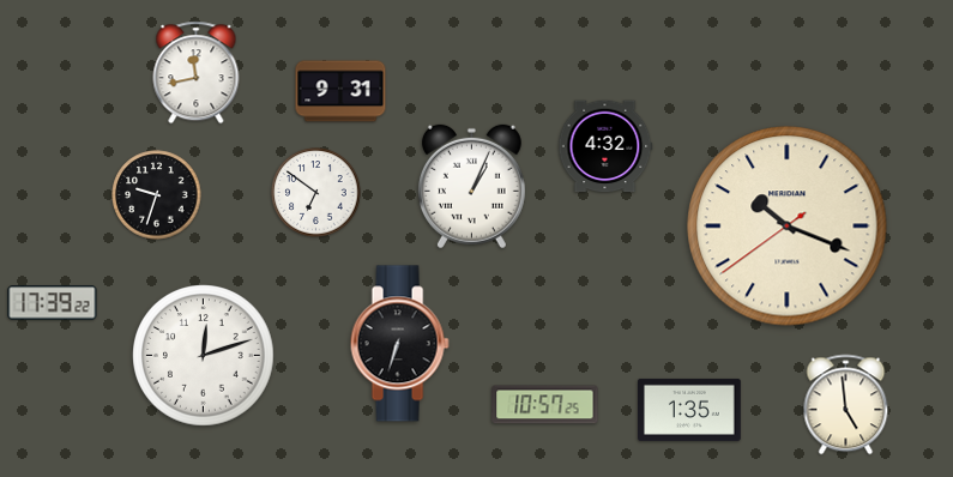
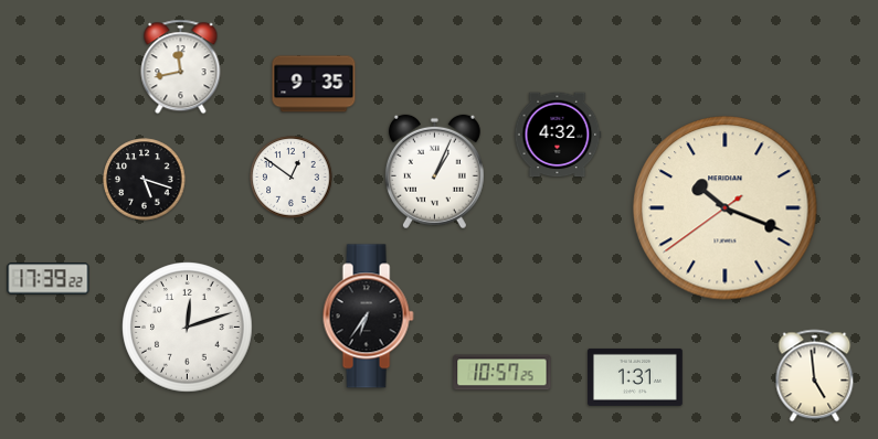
clock at (340, 91): 9:31 -> 9:35
clock at (316, 193): 6:51 -> 12:51
clock at (157, 195): 9:33 -> 5:18
clock at (399, 344): 6:33 -> 6:36
clock at (846, 405) position: (846, 405) -> (815, 376)
clock at (690, 410): 1:35 -> 1:31
